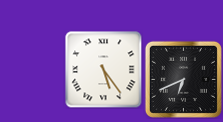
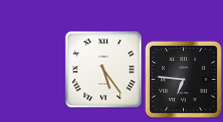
clock at (183, 79): 6:41 -> 6:46
